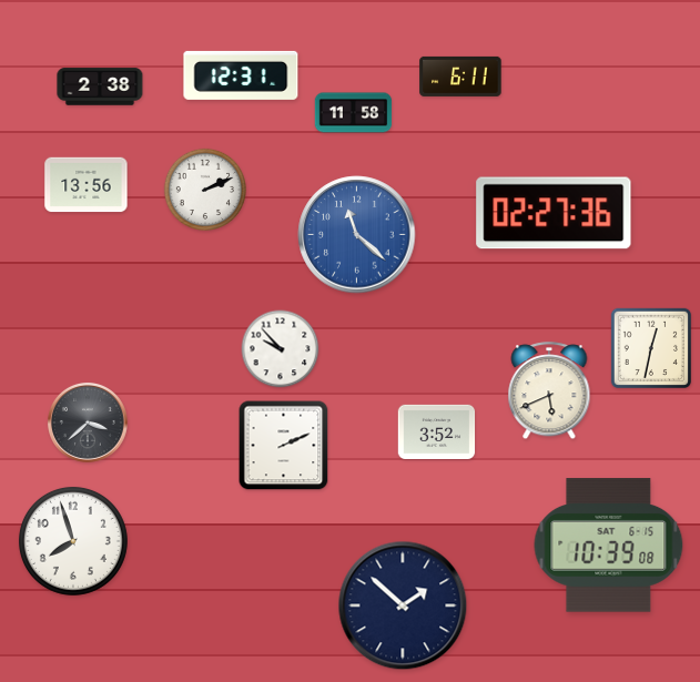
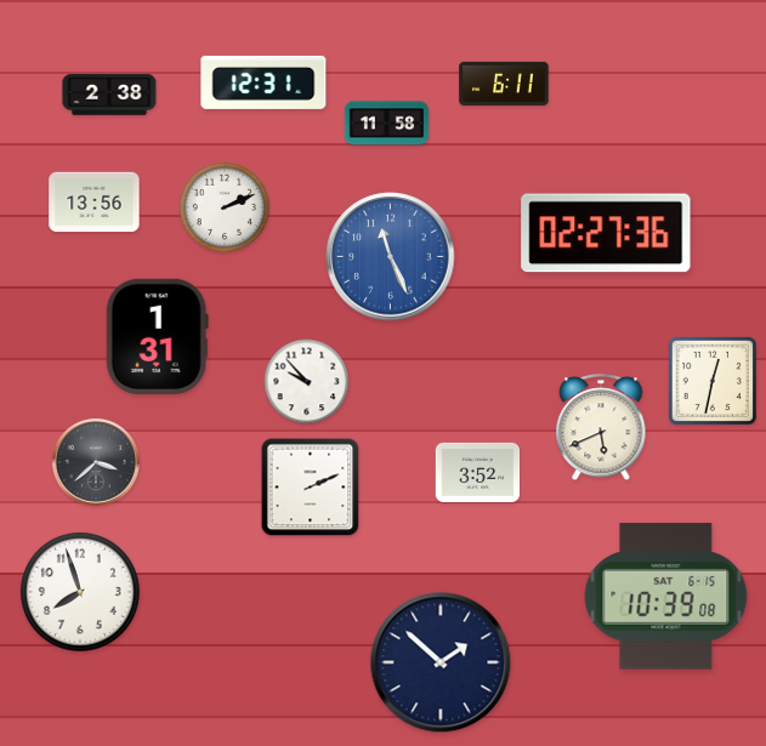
clock at (357, 235): 11:22 -> 11:26
clock at (157, 336): none -> 1:31
